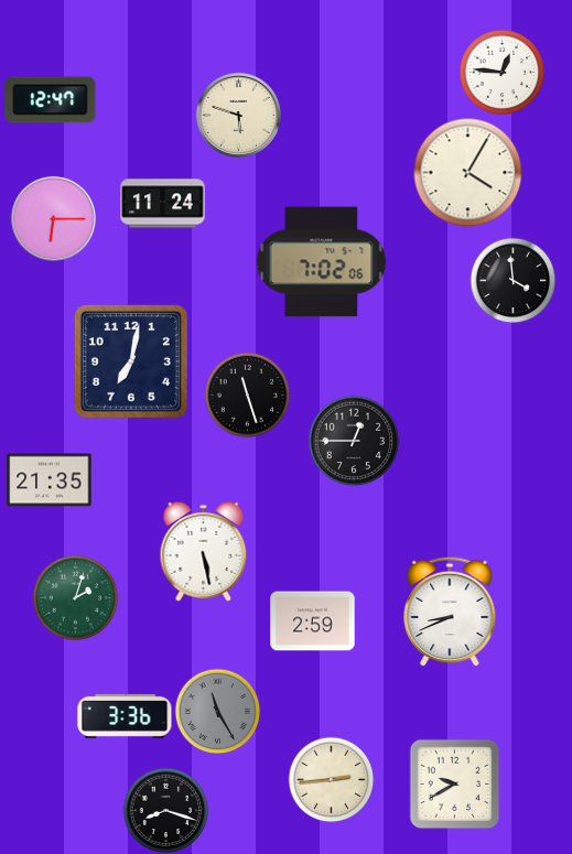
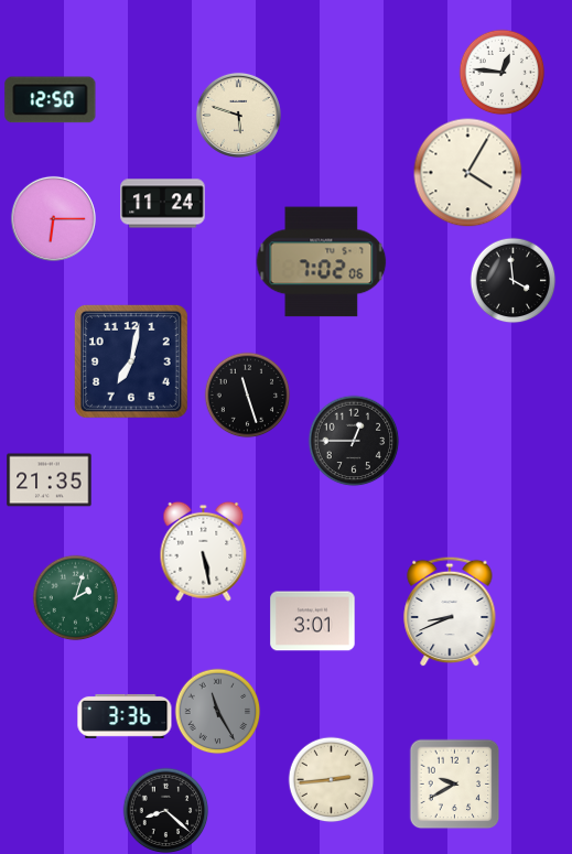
clock at (51, 100): 12:47 -> 12:50
clock at (313, 621): 2:59 -> 3:01
clock at (165, 810): 8:18 -> 8:22
